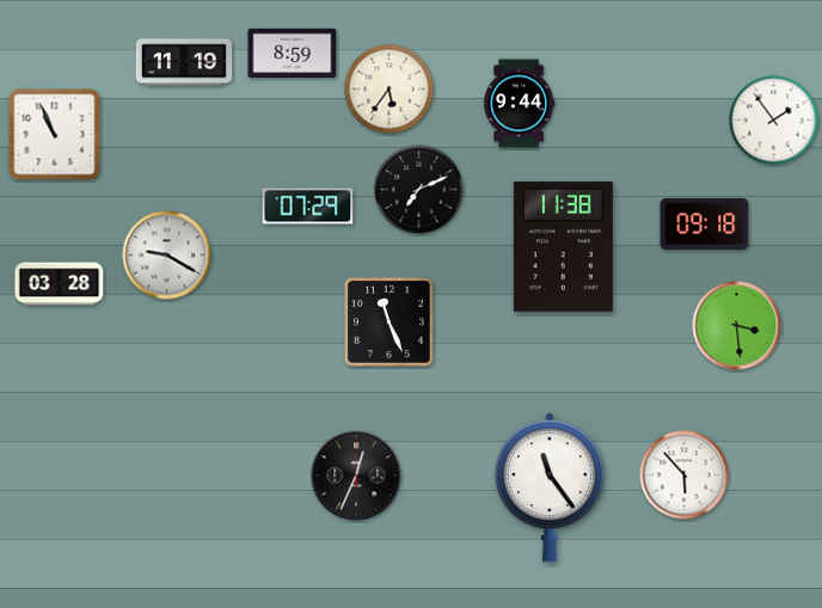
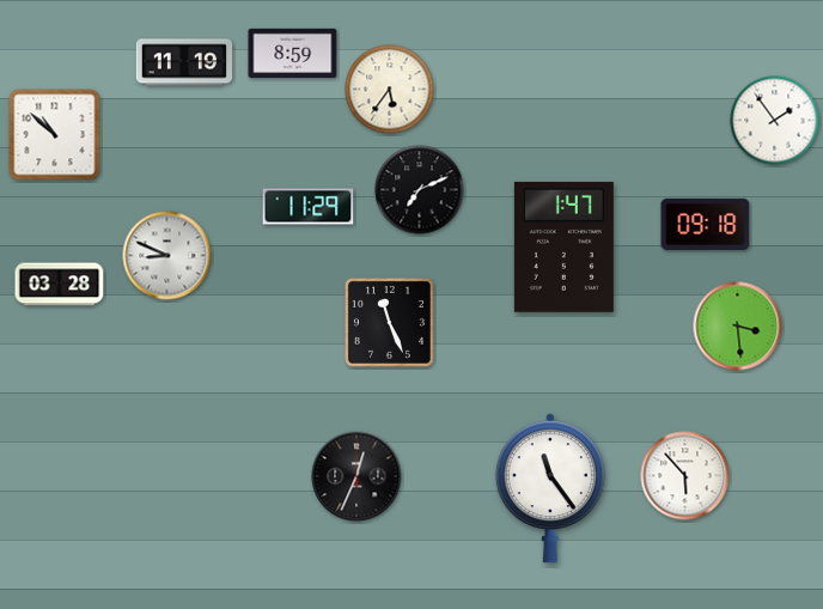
clock at (520, 104): 9:44 -> none
clock at (55, 135): 10:56 -> 10:52
clock at (308, 207): 07:29 -> 11:29
clock at (563, 246): 11:38 -> 1:47
clock at (167, 256): 9:20 -> 8:49
